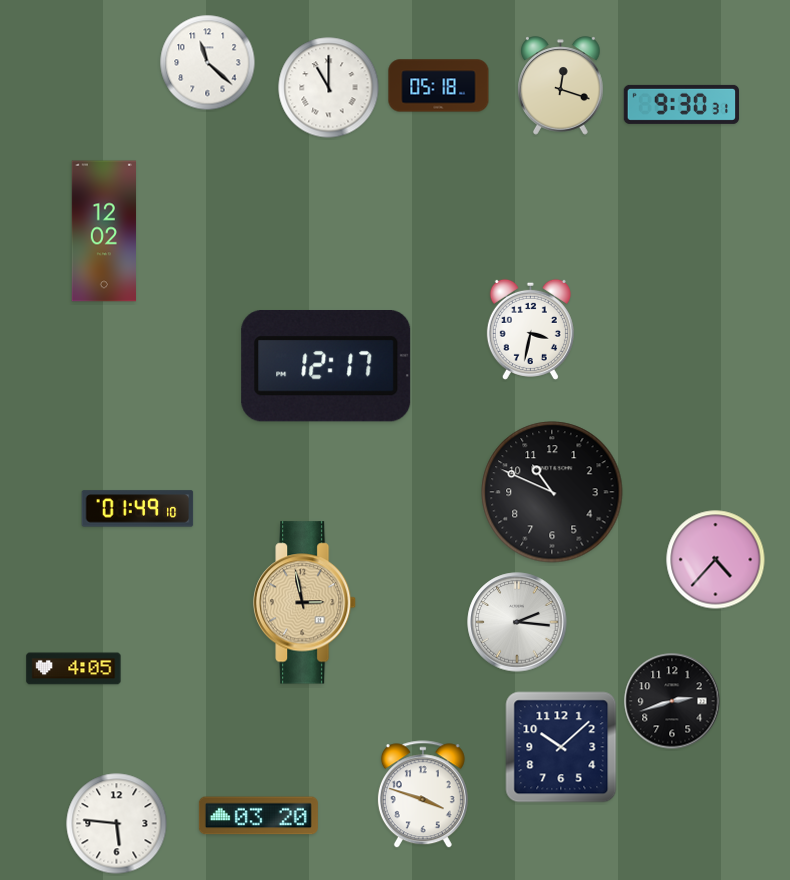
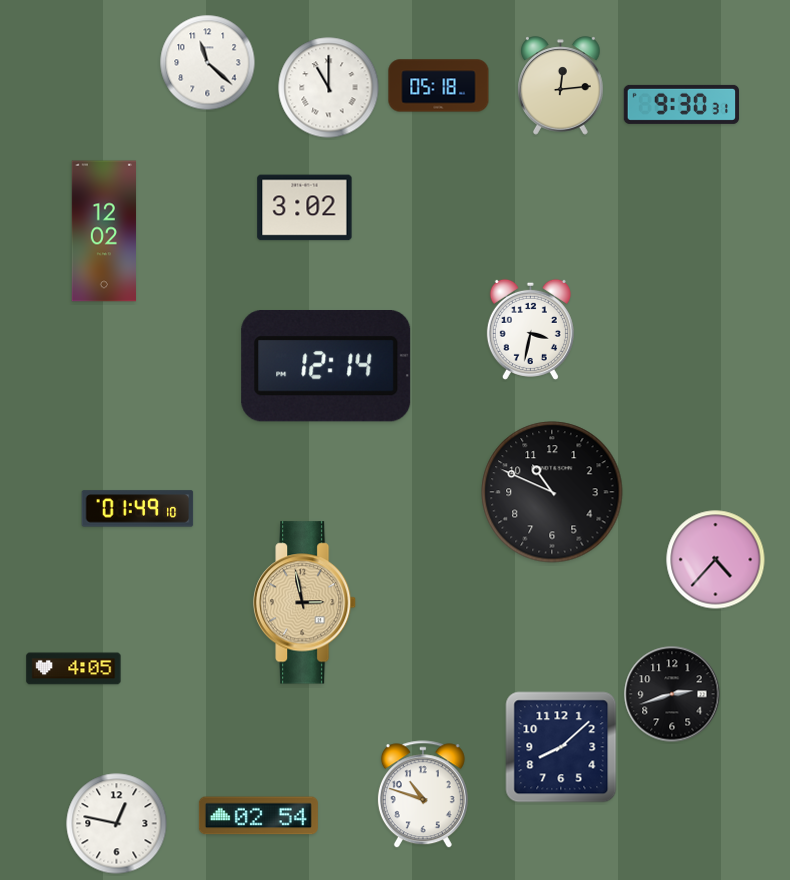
clock at (561, 86): 12:18 -> 12:14
clock at (305, 208): none -> 3:02
clock at (326, 367): 12:17 -> 12:14
clock at (517, 622): 2:16 -> none
clock at (672, 701) position: (672, 701) -> (672, 694)
clock at (561, 747): 10:08 -> 8:08
clock at (423, 795): 3:48 -> 10:48
clock at (258, 816): 03:20 -> 02:54
clock at (117, 824): 5:46 -> 12:47
